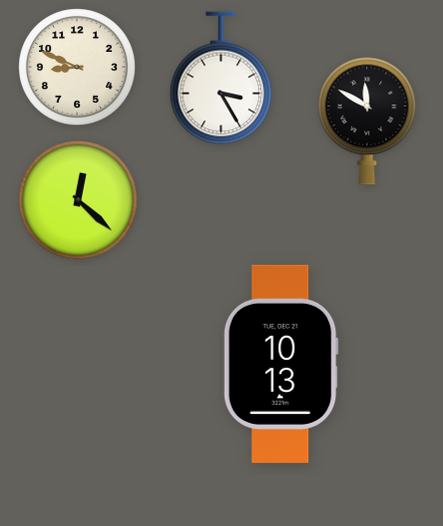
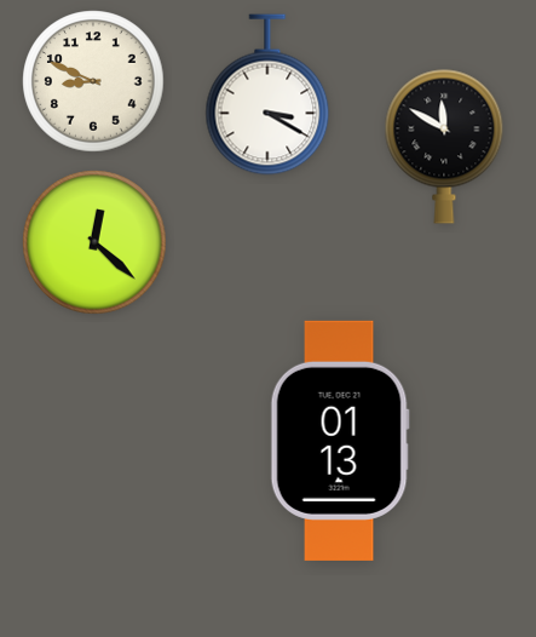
clock at (221, 78): 3:25 -> 3:20
clock at (281, 364): 10:13 -> 01:13
